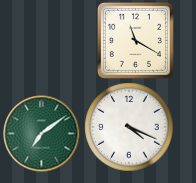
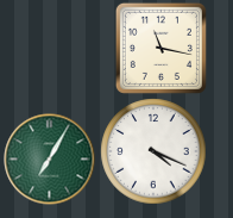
clock at (135, 40): 11:20 -> 11:17
clock at (42, 134): 7:09 -> 7:05
